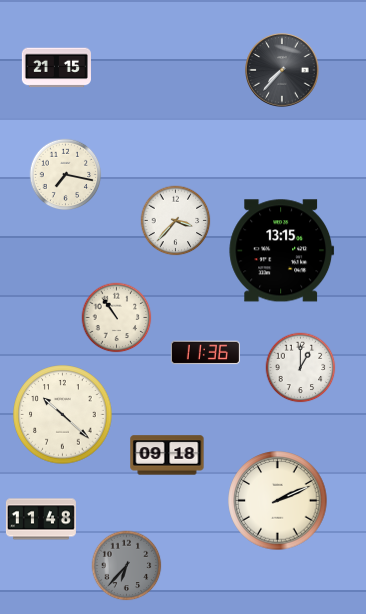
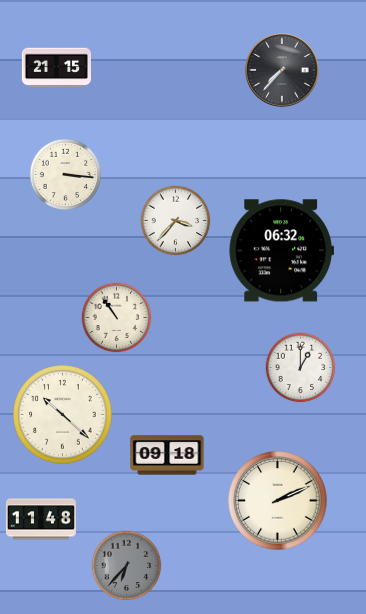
clock at (66, 175): 7:17 -> 3:16
clock at (282, 251): 13:15 -> 06:32
clock at (205, 353): 11:36 -> none
